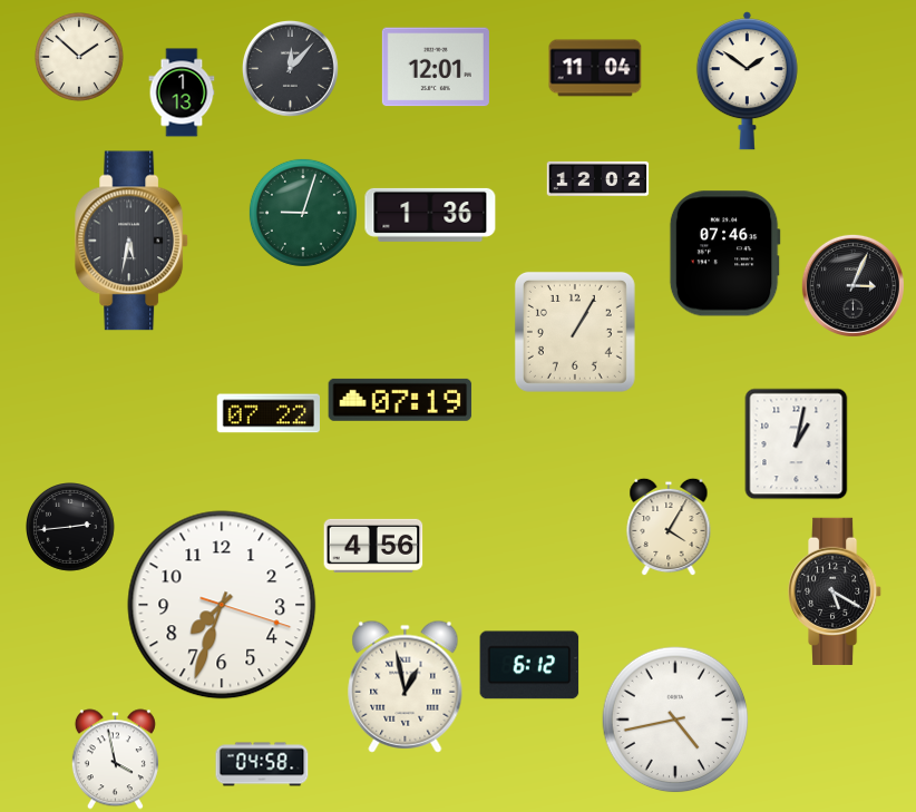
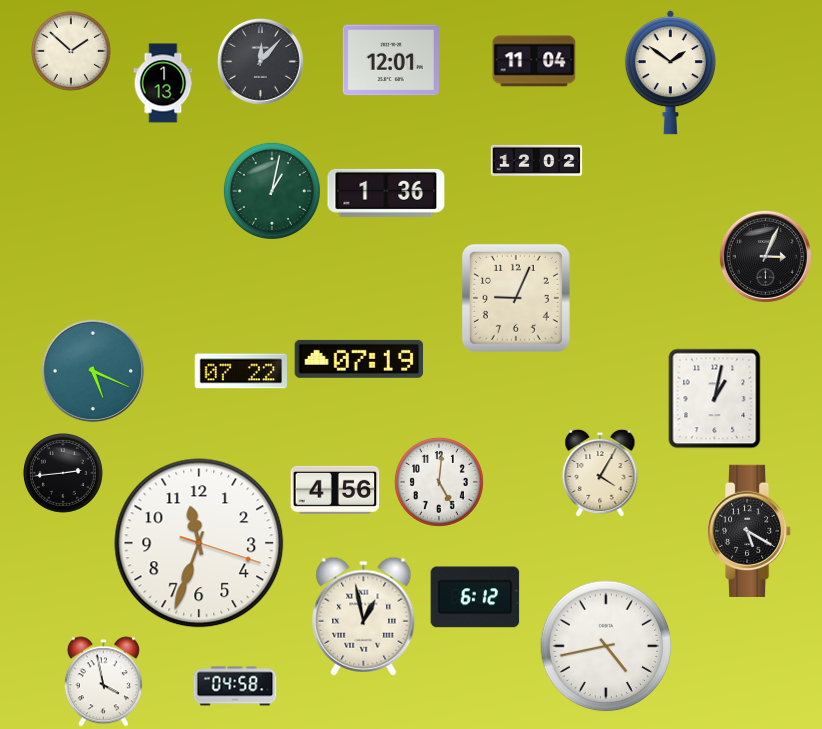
clock at (303, 213): 9:03 -> 1:02
clock at (133, 241): 5:32 -> none
clock at (724, 254): 07:46 -> none
clock at (575, 332): 1:05 -> 9:04
clock at (93, 371): none -> 5:19
clock at (439, 482): none -> 5:01
clock at (222, 605): 7:33 -> 11:33
